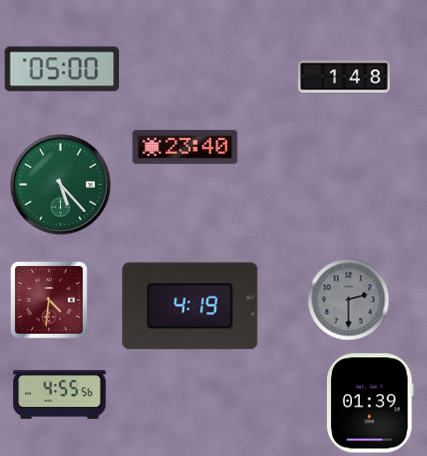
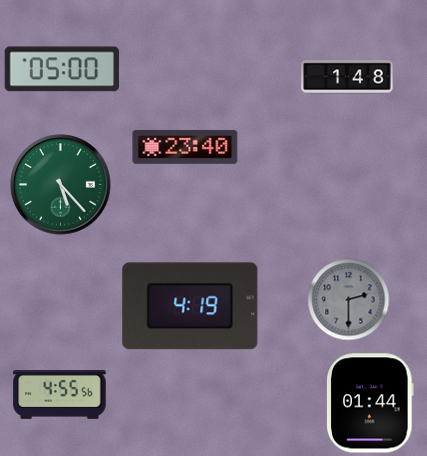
clock at (344, 77) position: (344, 77) -> (347, 77)
clock at (49, 300): 4:31 -> none
clock at (371, 403): 01:39 -> 01:44
